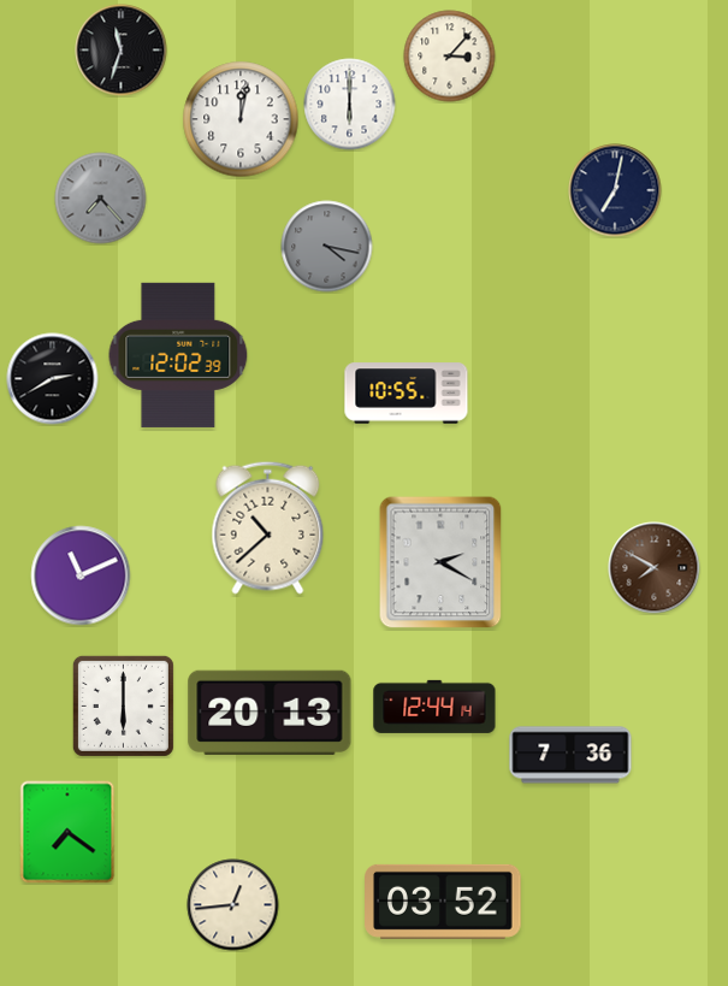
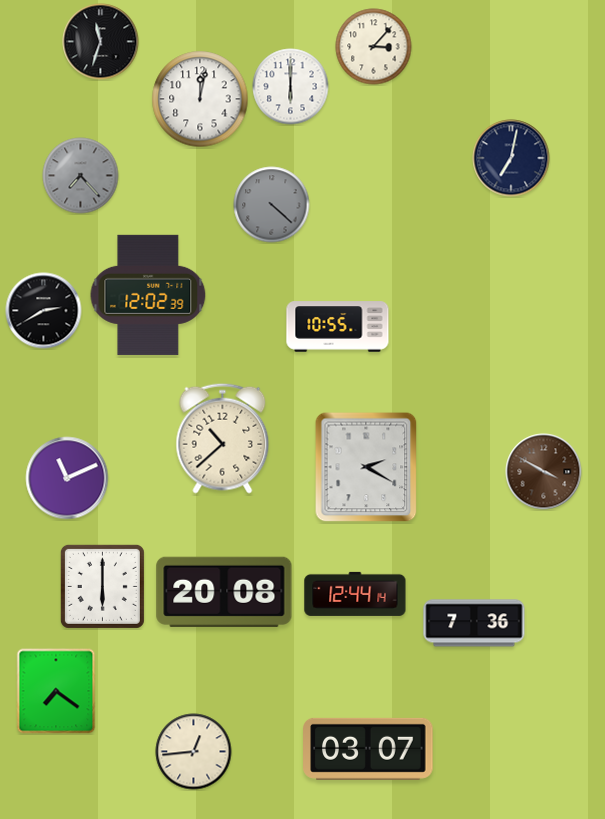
clock at (101, 199) position: (101, 199) -> (81, 176)
clock at (327, 247): 4:17 -> 4:22
clock at (53, 379) position: (53, 379) -> (44, 311)
clock at (655, 568): 7:50 -> 3:50
clock at (434, 707) position: (434, 707) -> (355, 594)
clock at (270, 713): 20:13 -> 20:08
clock at (570, 755) position: (570, 755) -> (474, 623)
clock at (443, 902): 03:52 -> 03:07
